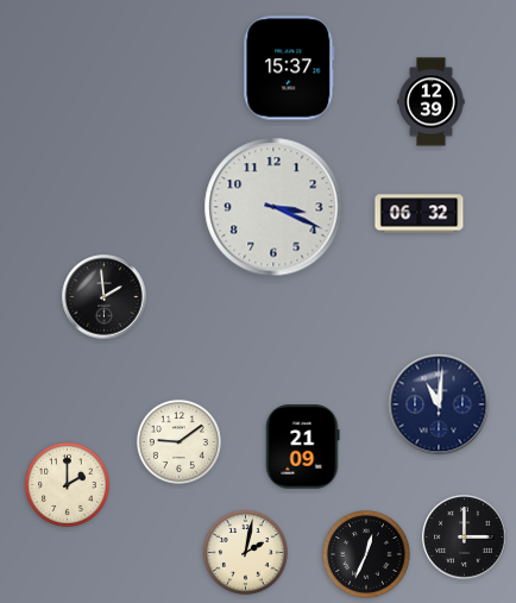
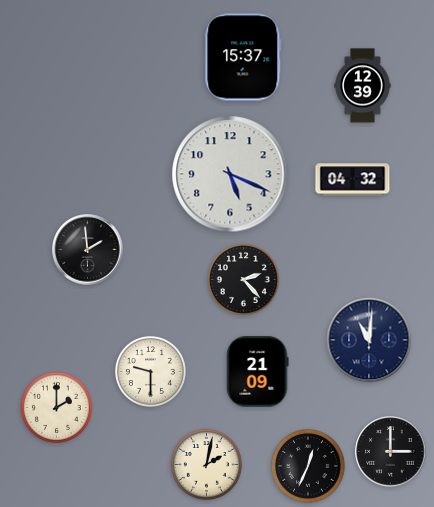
clock at (273, 207): 3:19 -> 5:19
clock at (420, 214): 06:32 -> 04:32
clock at (243, 279): none -> 2:23
clock at (178, 441): 9:09 -> 9:30
clock at (303, 447) position: (303, 447) -> (258, 372)
